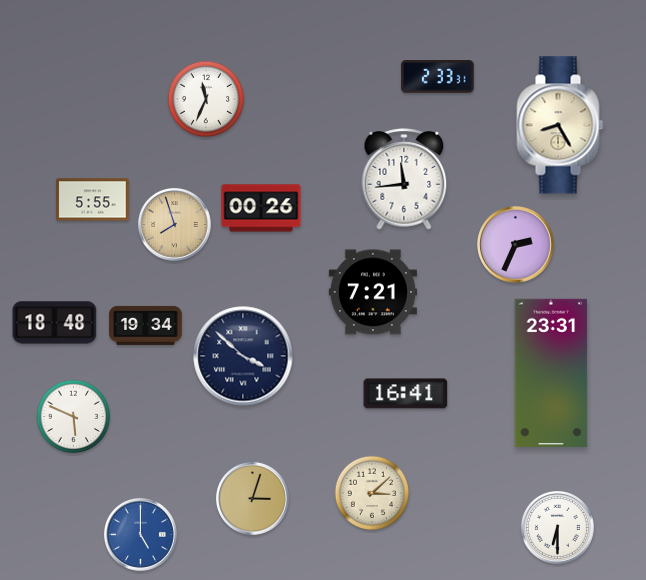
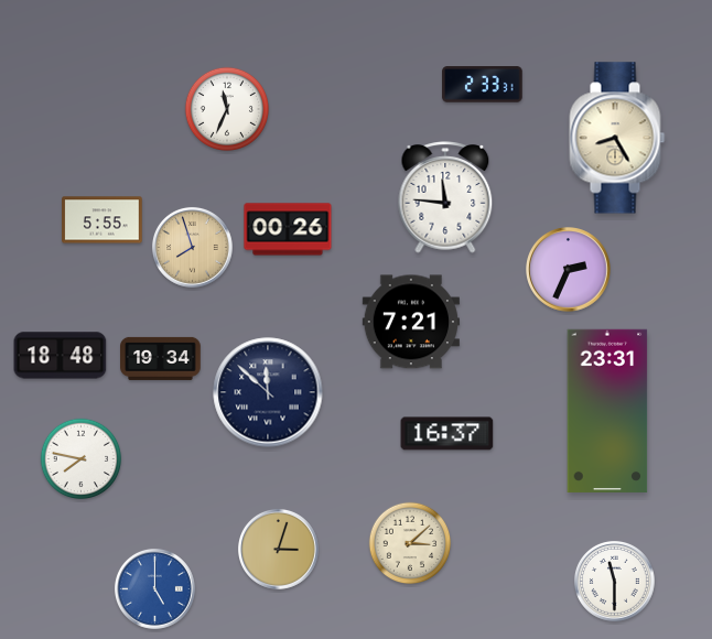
clock at (404, 179): 11:44 -> 11:46
clock at (243, 356): 3:52 -> 11:52
clock at (406, 394): 16:41 -> 16:37
clock at (74, 417): 5:49 -> 7:47
clock at (557, 527): 6:30 -> 11:30
